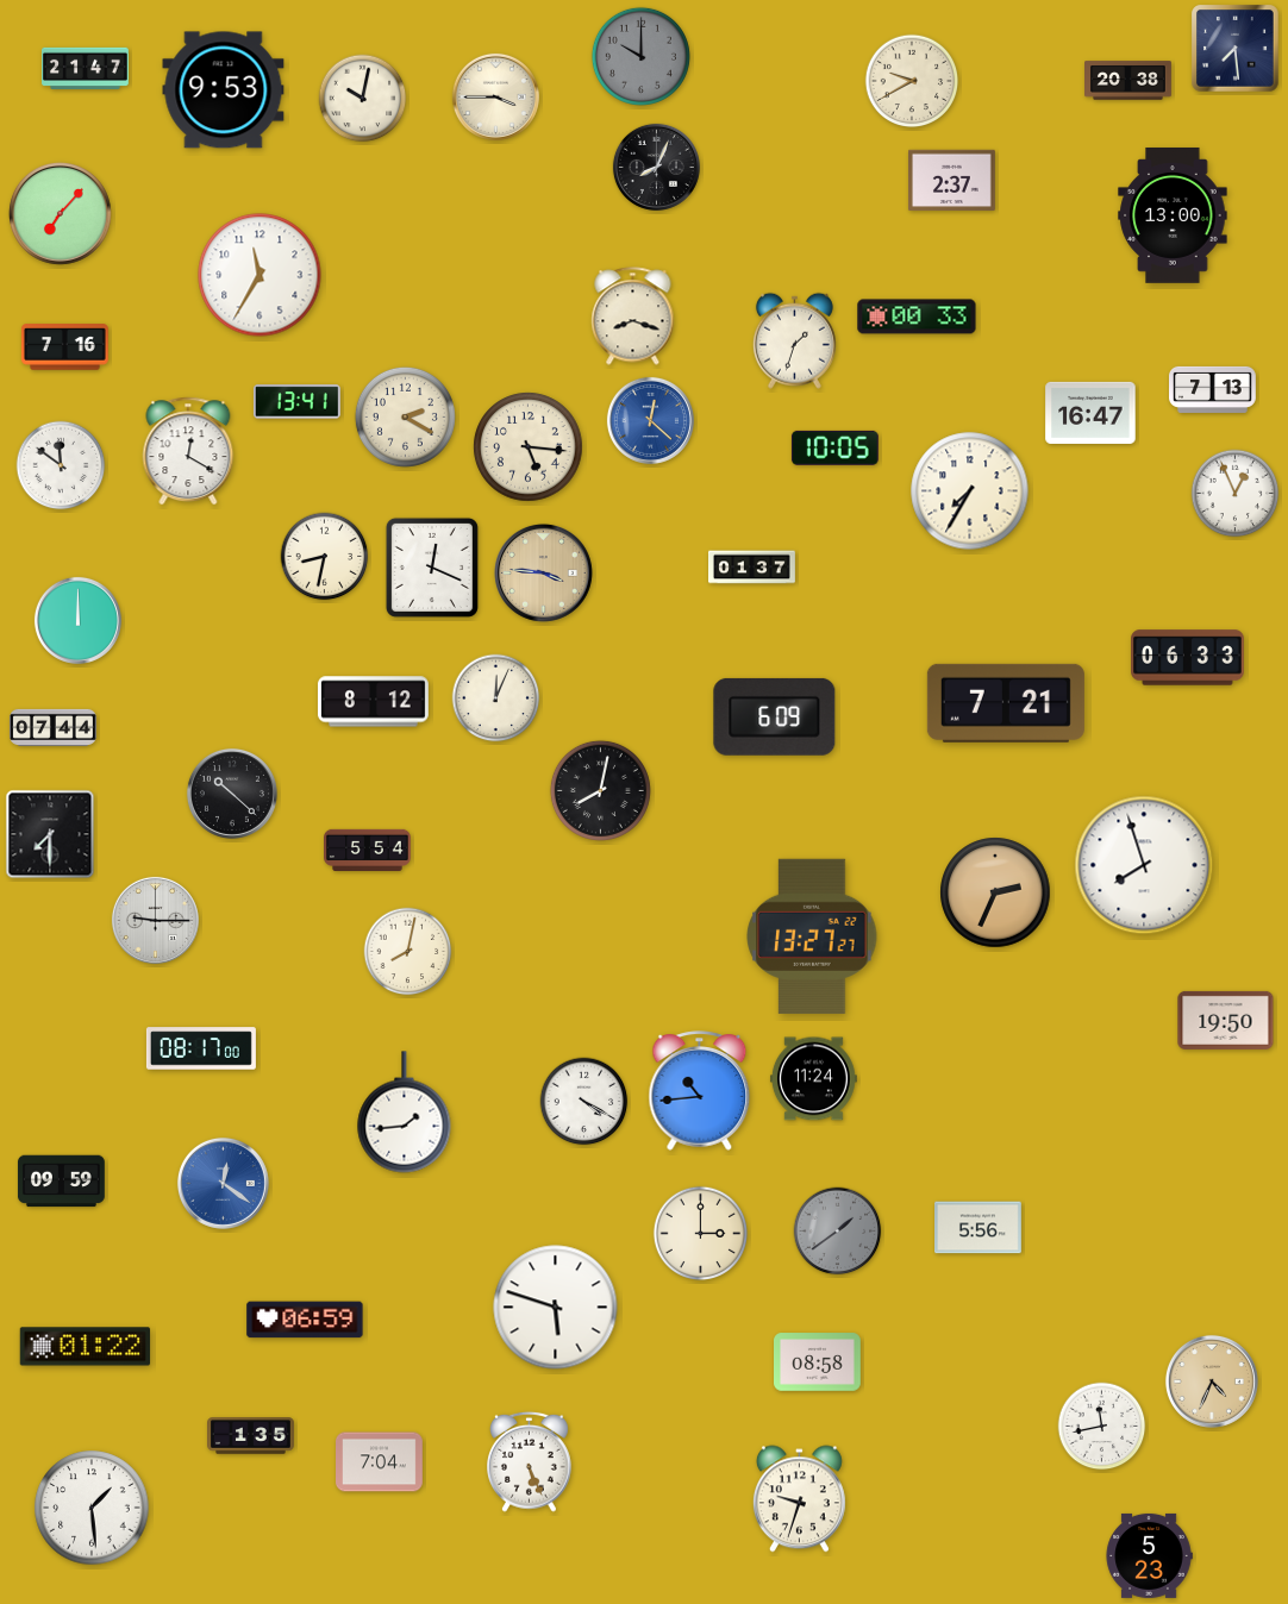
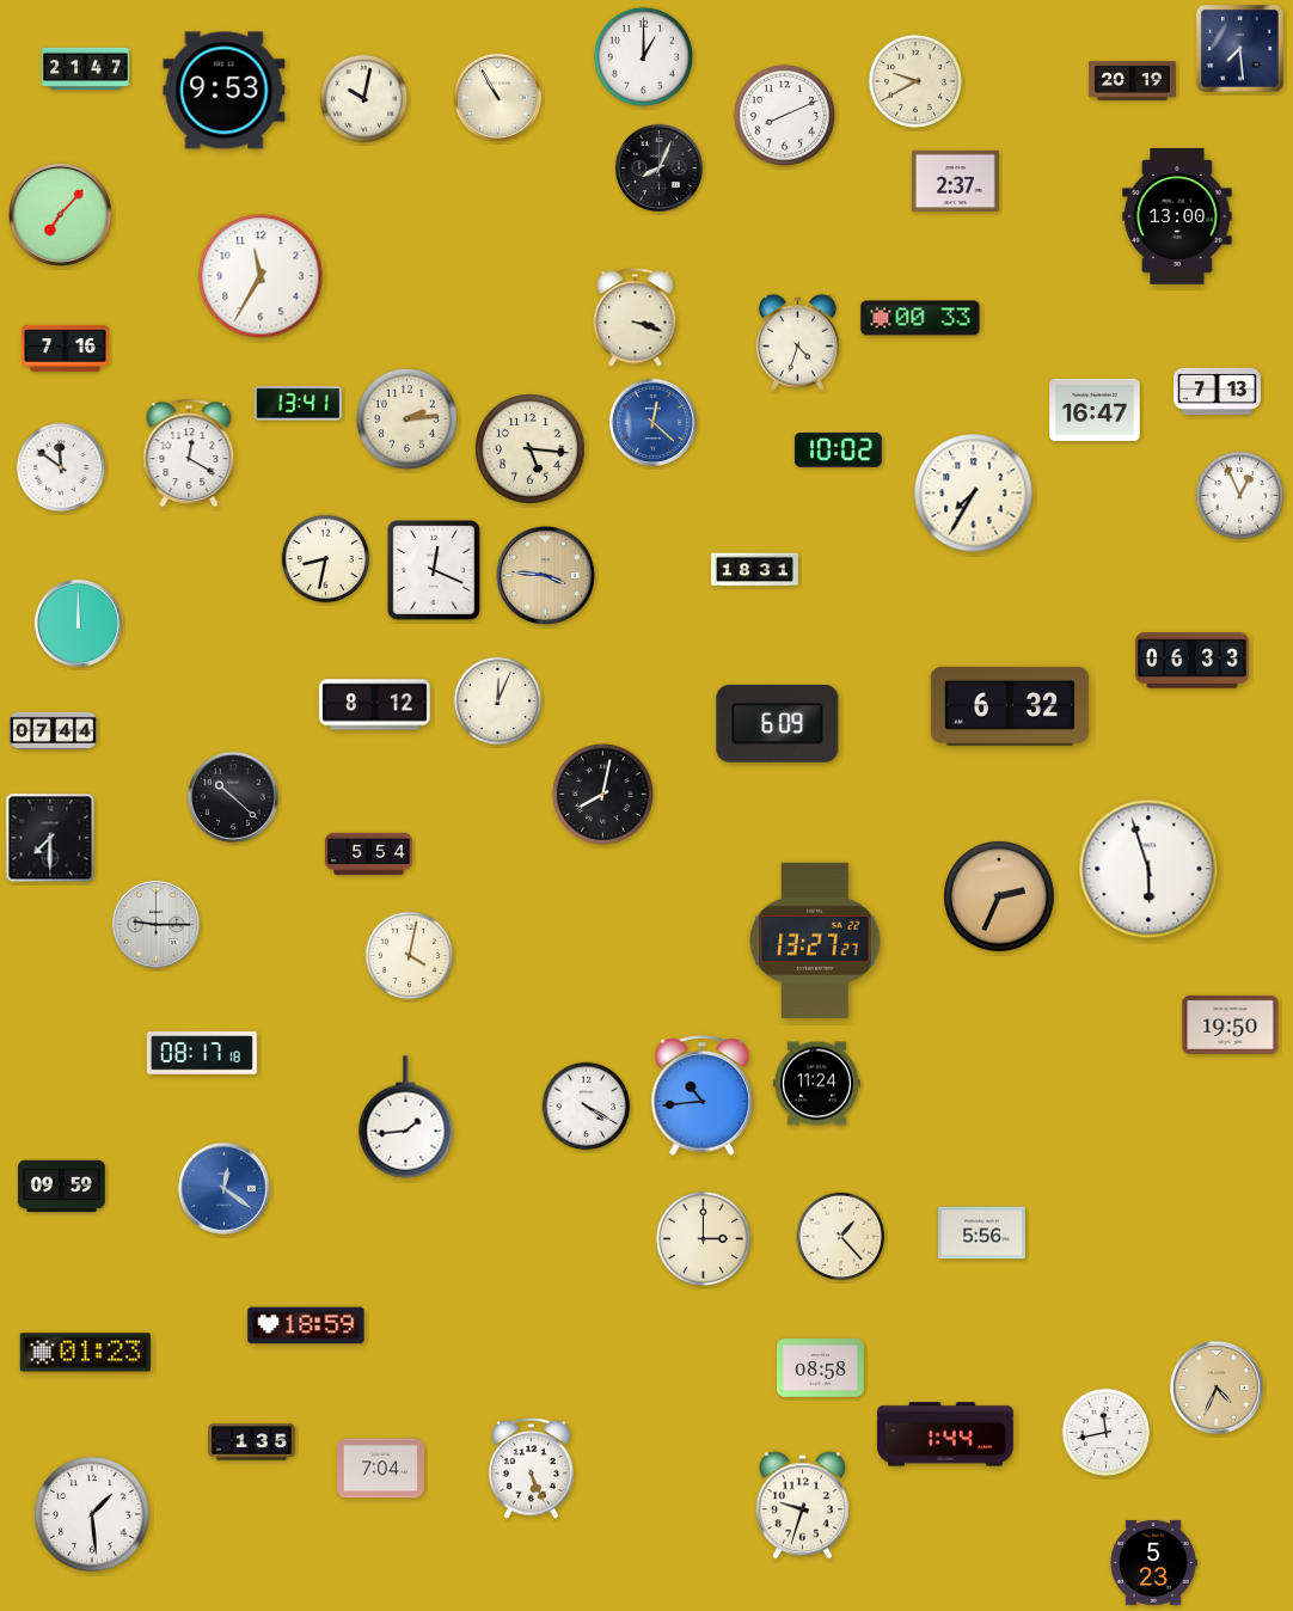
clock at (640, 56): 10:00 -> 1:00
clock at (640, 56) dial: grey -> white
clock at (1128, 81): 20:38 -> 20:19
clock at (495, 96): 3:45 -> 10:55
clock at (784, 115): none -> 8:11
clock at (633, 317): 8:18 -> 3:18
clock at (794, 340): 1:33 -> 4:33
clock at (1090, 413) position: (1090, 413) -> (1095, 410)
clock at (405, 416): 2:20 -> 2:14
clock at (834, 447): 10:05 -> 10:02
clock at (752, 568): 01:37 -> 18:31
clock at (1006, 703): 7:21 -> 6:32
clock at (775, 716) position: (775, 716) -> (778, 723)
clock at (1144, 865): 7:57 -> 5:57
clock at (408, 952): 8:02 -> 4:02
clock at (201, 1048): 08:17:00 -> 08:17:18
clock at (838, 1232): 1:39 -> 1:23
clock at (838, 1232) dial: grey -> cream
clock at (556, 1308): 5:48 -> none
clock at (305, 1320): 06:59 -> 18:59
clock at (86, 1347): 01:22 -> 01:23
clock at (945, 1434): none -> 1:44
